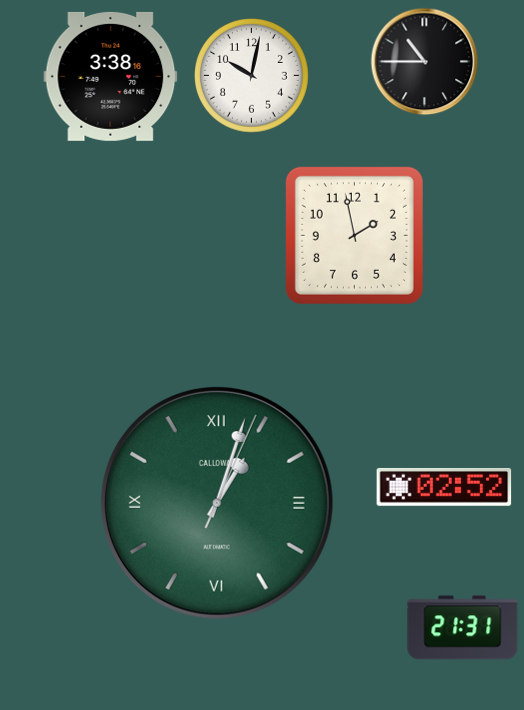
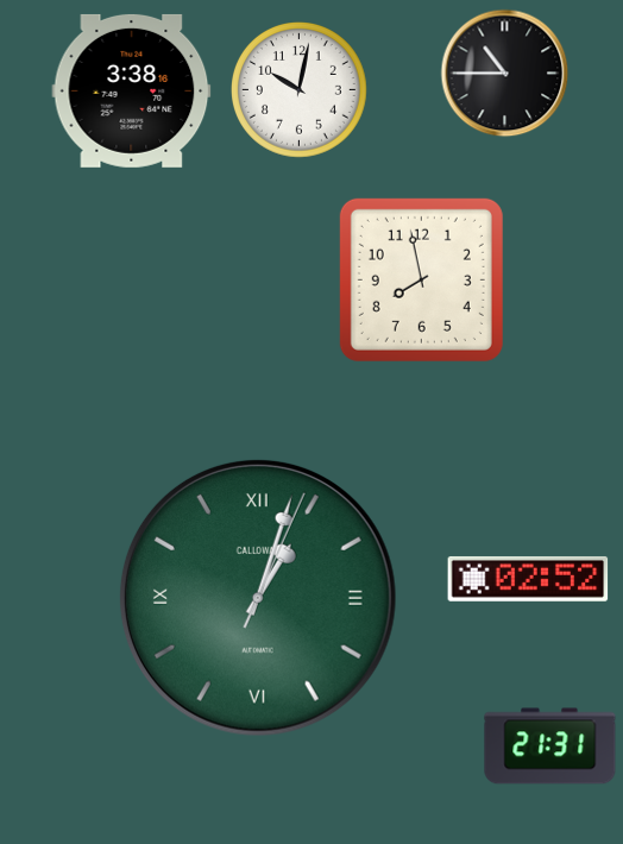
clock at (354, 235): 1:58 -> 7:58
